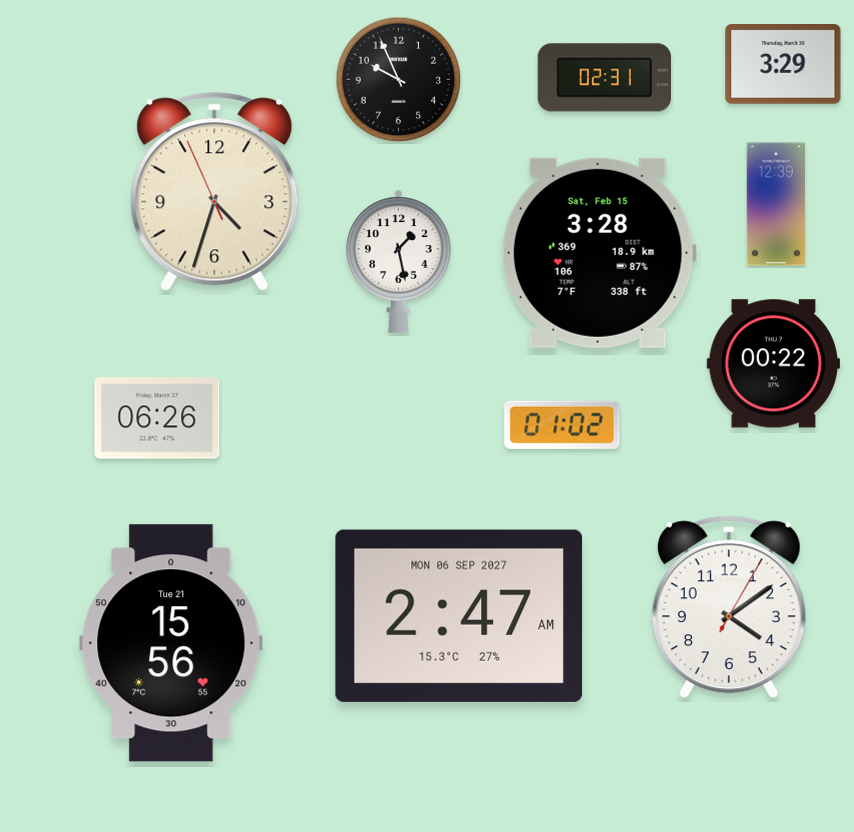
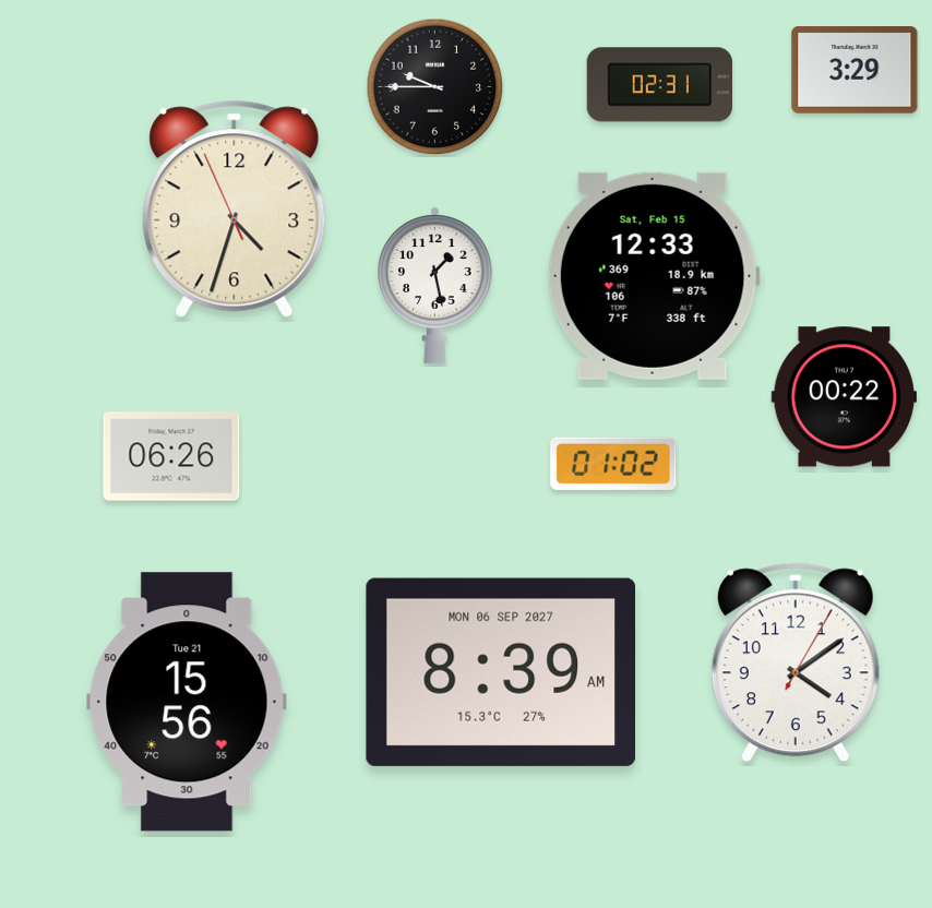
clock at (399, 80): 9:56 -> 9:45
clock at (776, 204): 12:39 -> none
clock at (599, 253): 3:28 -> 12:33
clock at (459, 616): 2:47 -> 8:39
